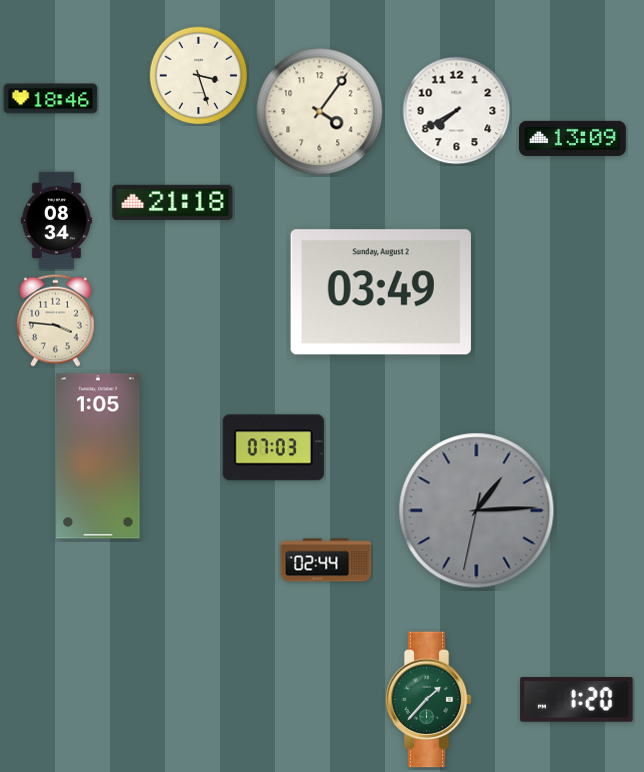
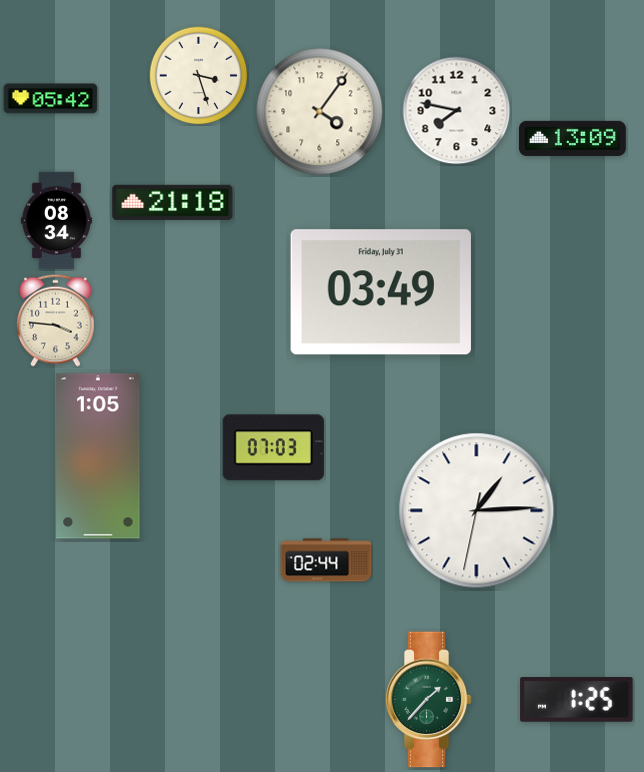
clock at (51, 99): 18:46 -> 05:42
clock at (457, 111): 7:40 -> 7:47
clock at (381, 292) date: Sunday, August 2 -> Friday, July 31
clock at (477, 511) dial: grey -> white
clock at (577, 700): 1:20 -> 1:25
